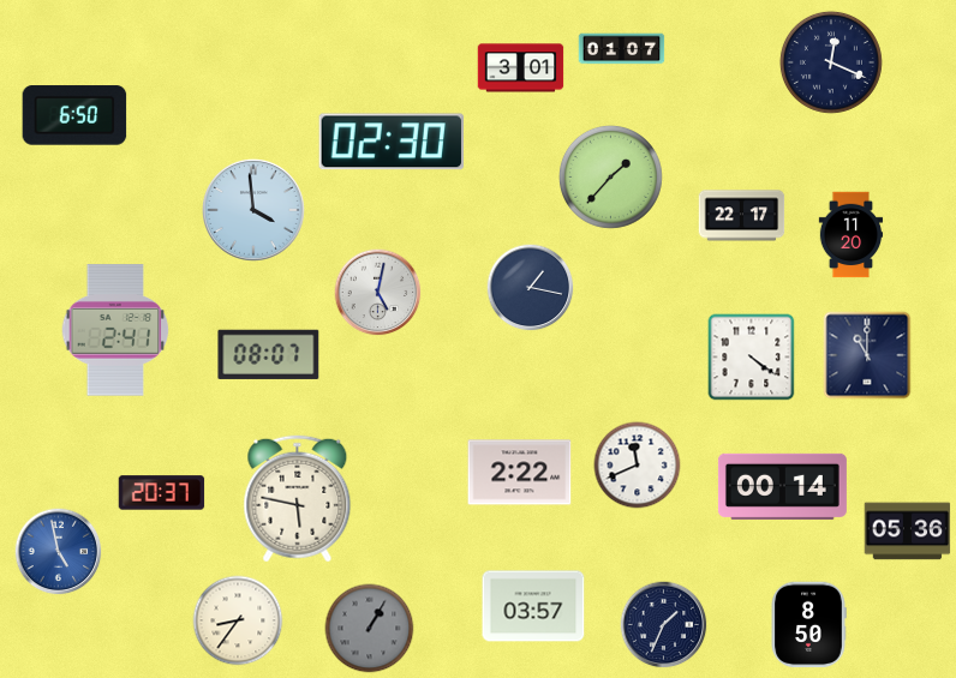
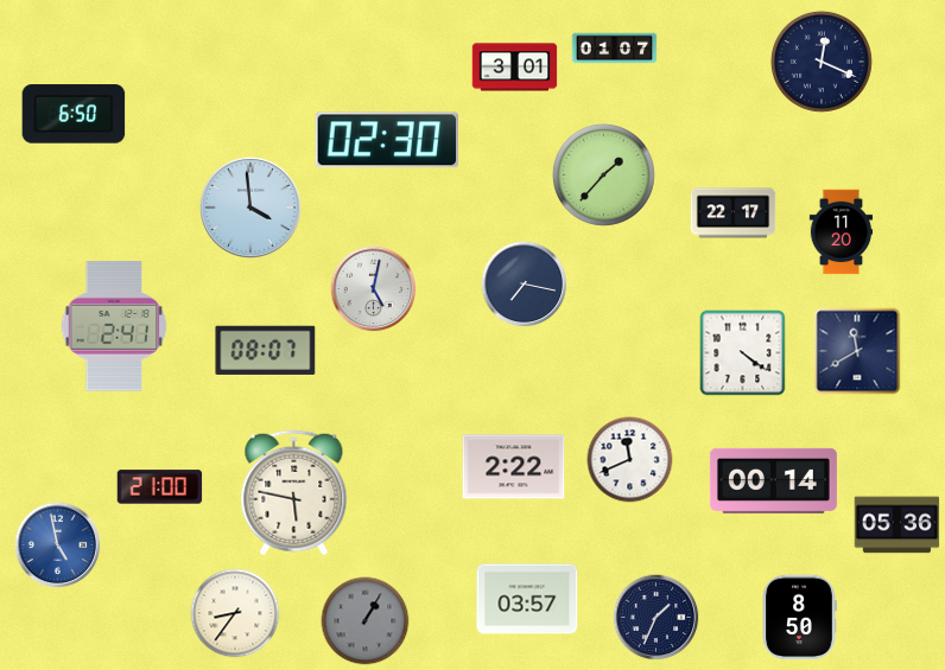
clock at (531, 288): 1:17 -> 7:17
clock at (867, 355): 11:00 -> 11:40
clock at (162, 493): 20:37 -> 21:00
